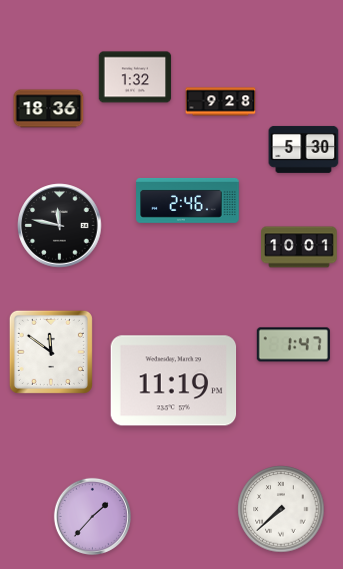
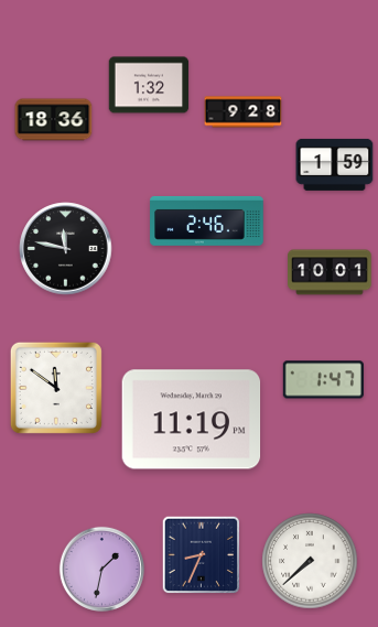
clock at (304, 149): 5:30 -> 1:59
clock at (202, 555): none -> 8:34
clock at (92, 516): 1:37 -> 1:32
